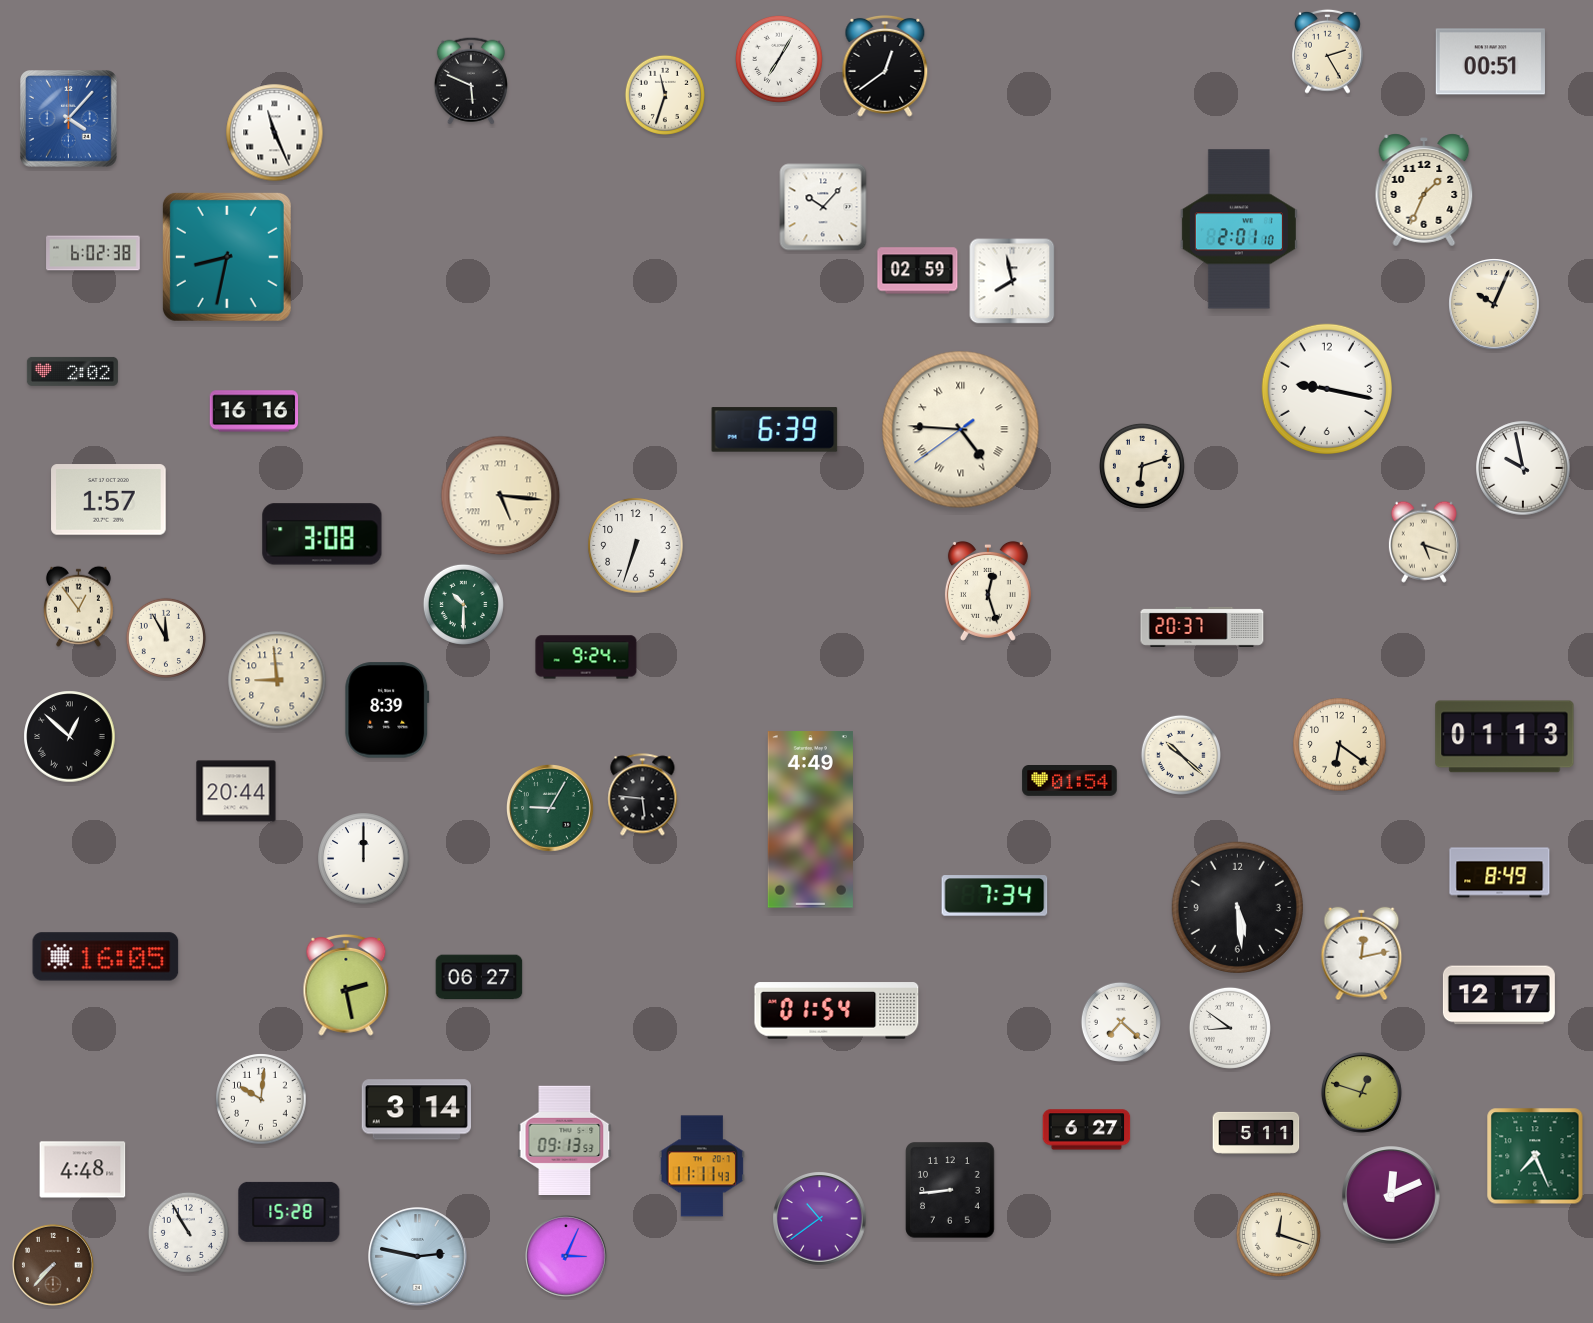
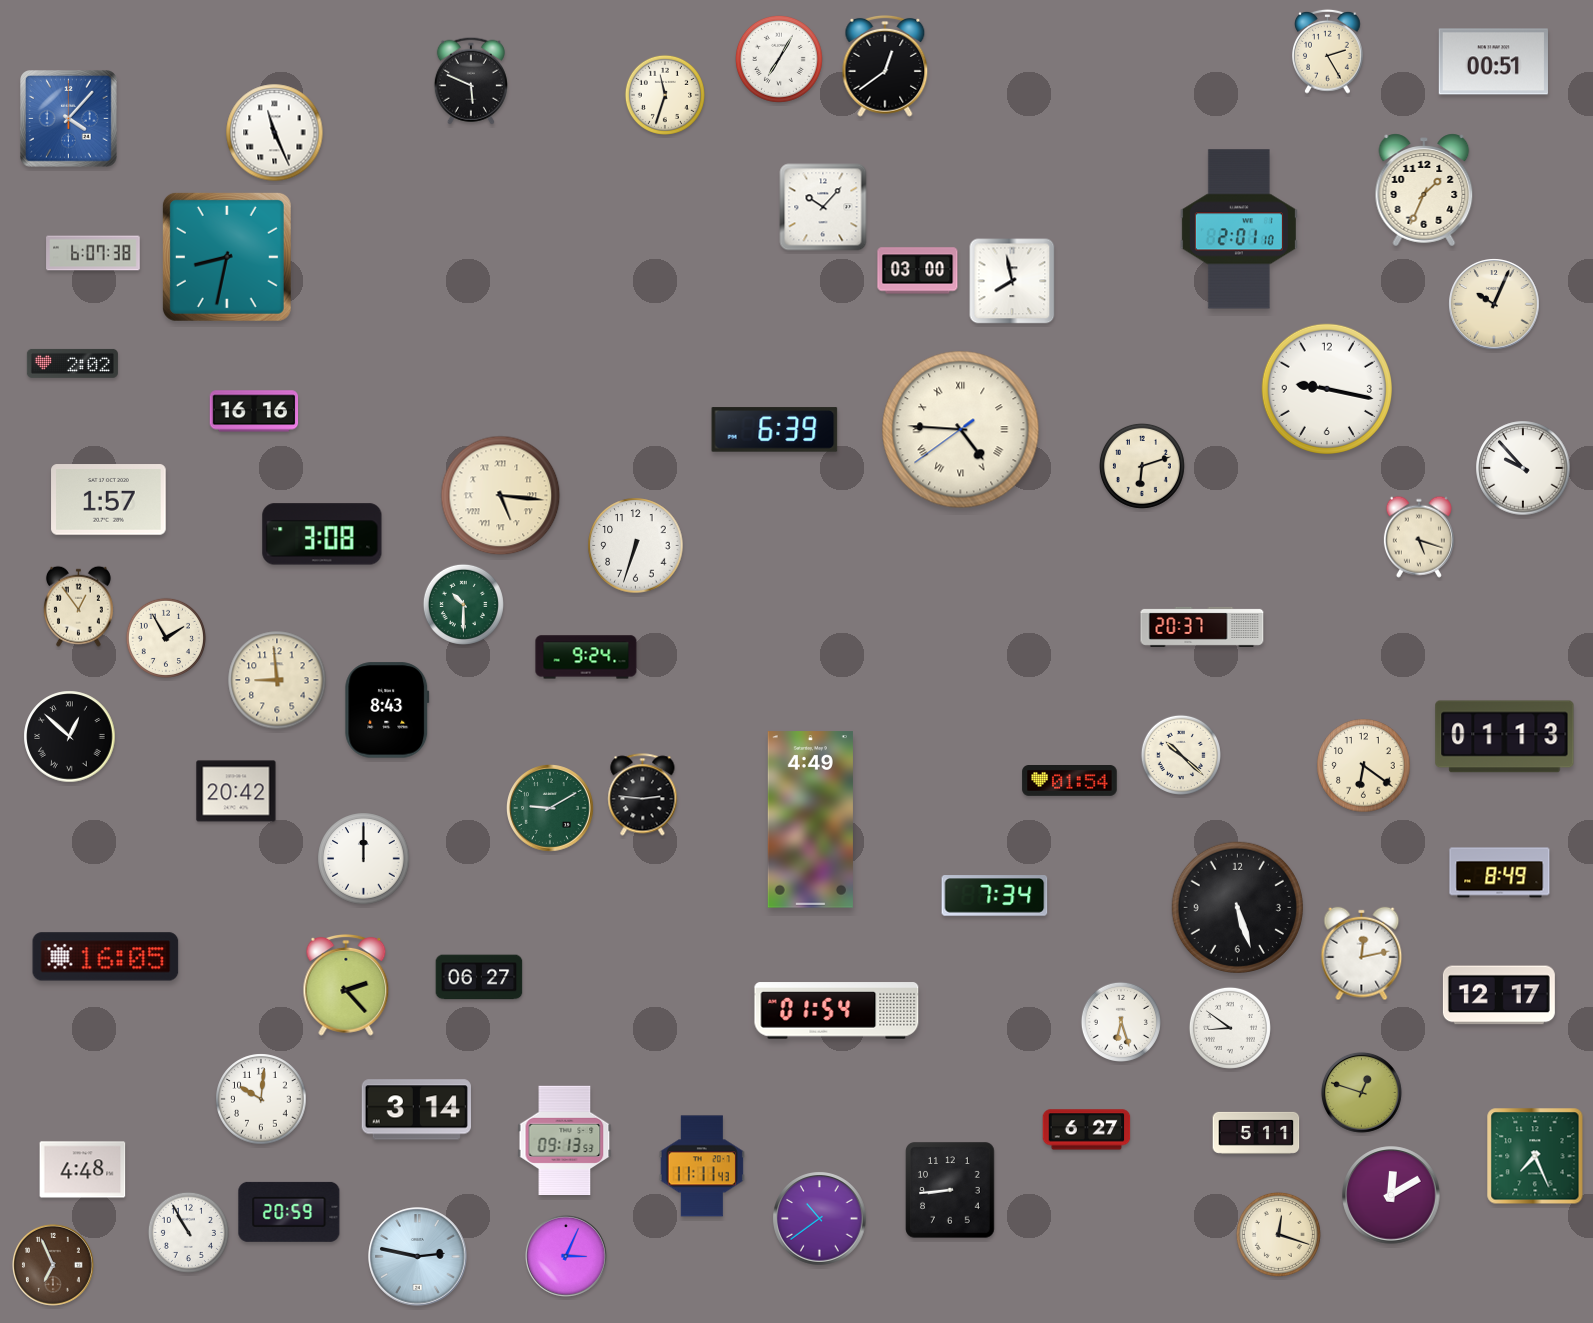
clock at (1490, 62) position: (1490, 62) -> (1493, 62)
clock at (93, 253): 6:02 -> 6:07
clock at (918, 271): 02:59 -> 03:00
clock at (72, 371) position: (72, 371) -> (72, 363)
clock at (1523, 468): 9:58 -> 9:53
clock at (1424, 542) position: (1424, 542) -> (1419, 537)
clock at (988, 591): 12:27 -> none
clock at (166, 638): 11:55 -> 1:55
clock at (387, 710): 8:39 -> 8:43
clock at (1340, 745) position: (1340, 745) -> (1364, 766)
clock at (236, 791): 20:44 -> 20:42
clock at (643, 795): 5:46 -> 2:46
clock at (551, 809): 9:05 -> 9:10
clock at (1237, 907): 5:29 -> 5:27
clock at (346, 986): 2:28 -> 2:23
clock at (1121, 1022): 7:22 -> 6:27
clock at (1391, 1195): 12:11 -> 12:10
clock at (289, 1212): 15:28 -> 20:59
clock at (53, 1265): 7:37 -> 6:56
